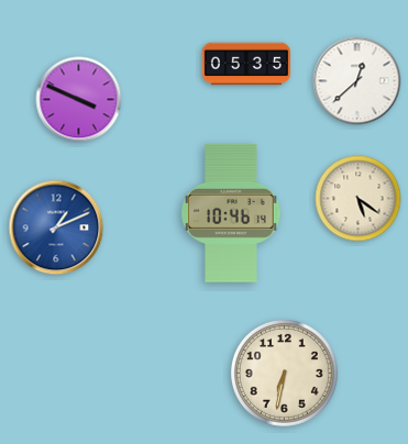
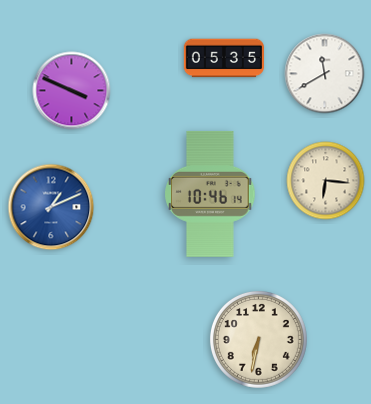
clock at (357, 81): 12:38 -> 11:40
clock at (359, 199): 5:21 -> 6:16
